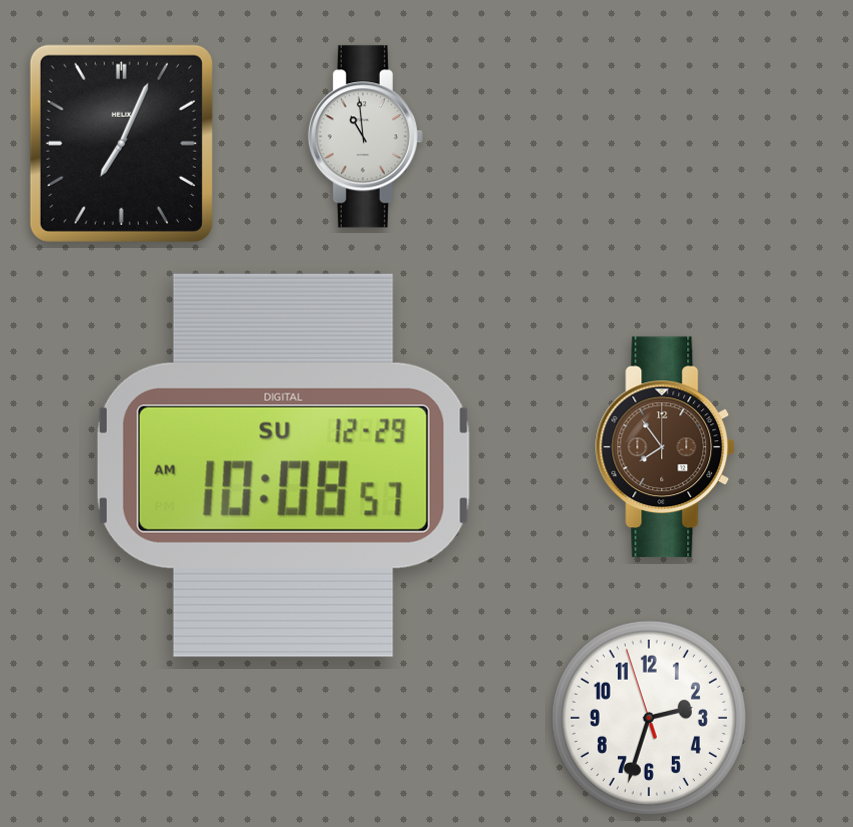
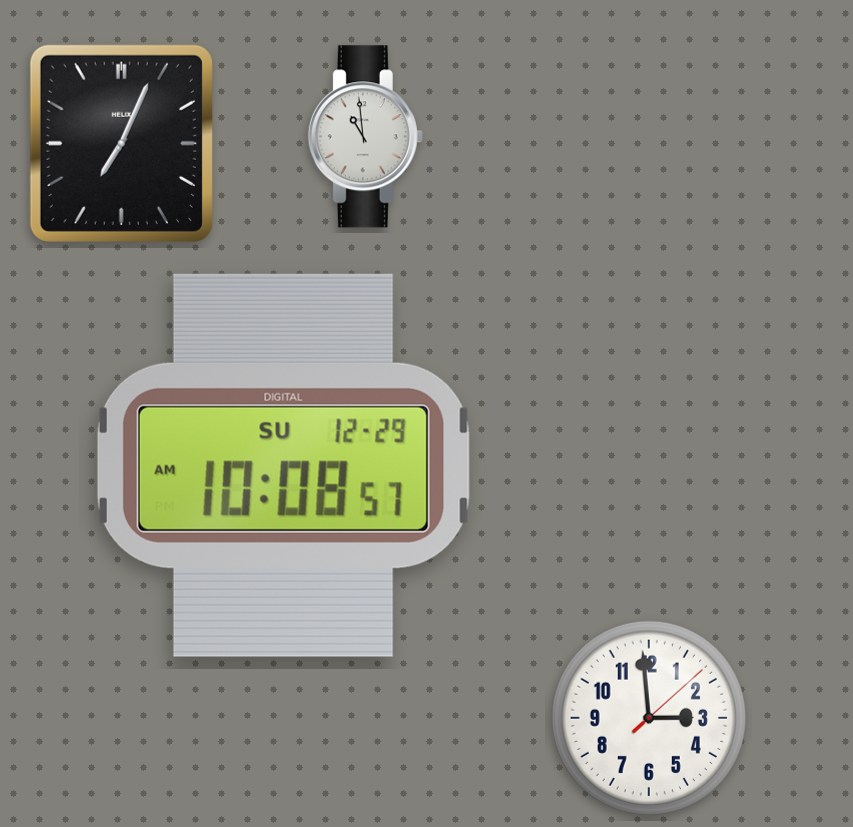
clock at (666, 447): 7:54 -> none
clock at (649, 718): 2:32 -> 2:59
